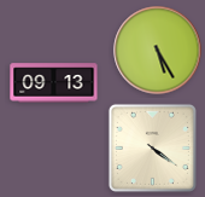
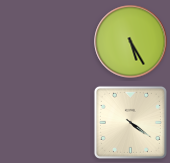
clock at (54, 83): 09:13 -> none
clock at (152, 147) position: (152, 147) -> (130, 122)
